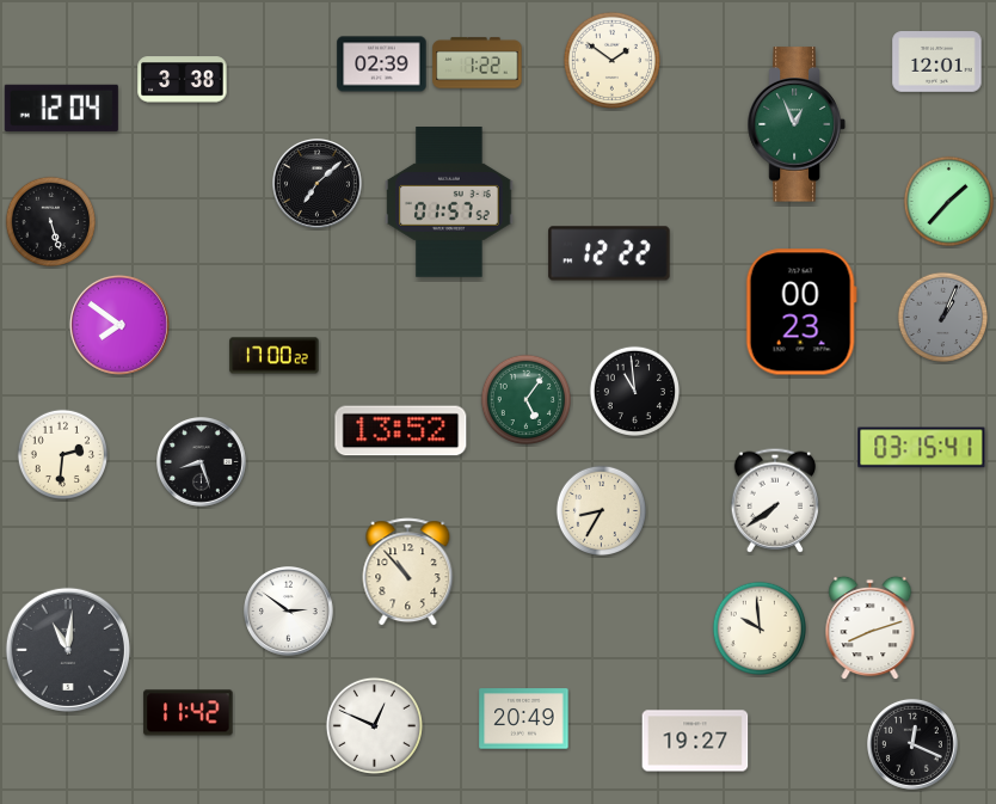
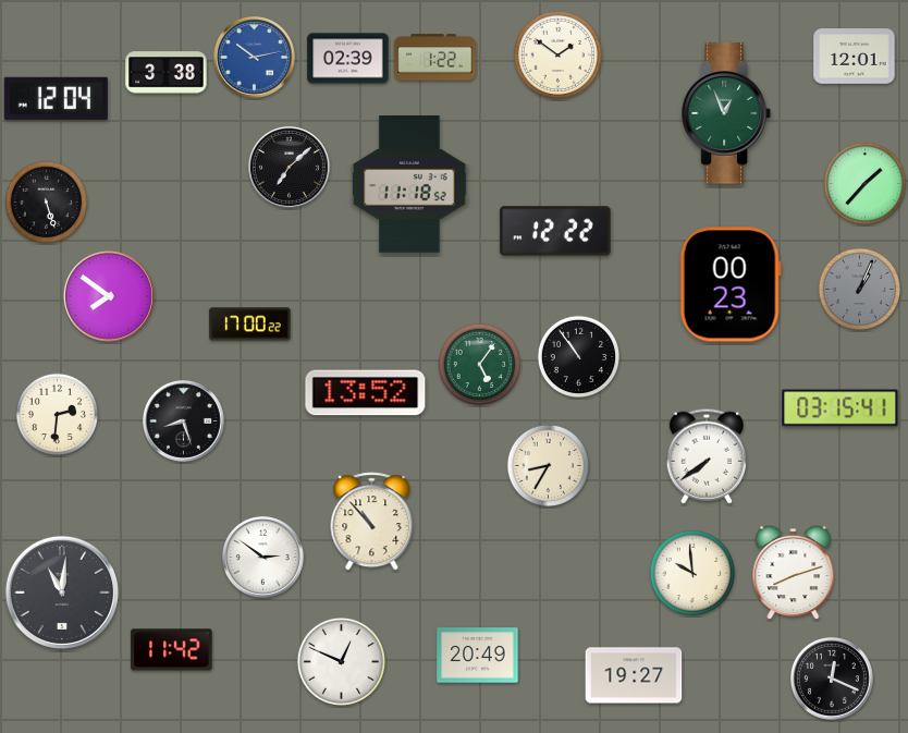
clock at (255, 58): none -> 10:13
clock at (449, 203): 01:57 -> 11:18
clock at (634, 391): 10:59 -> 10:54
